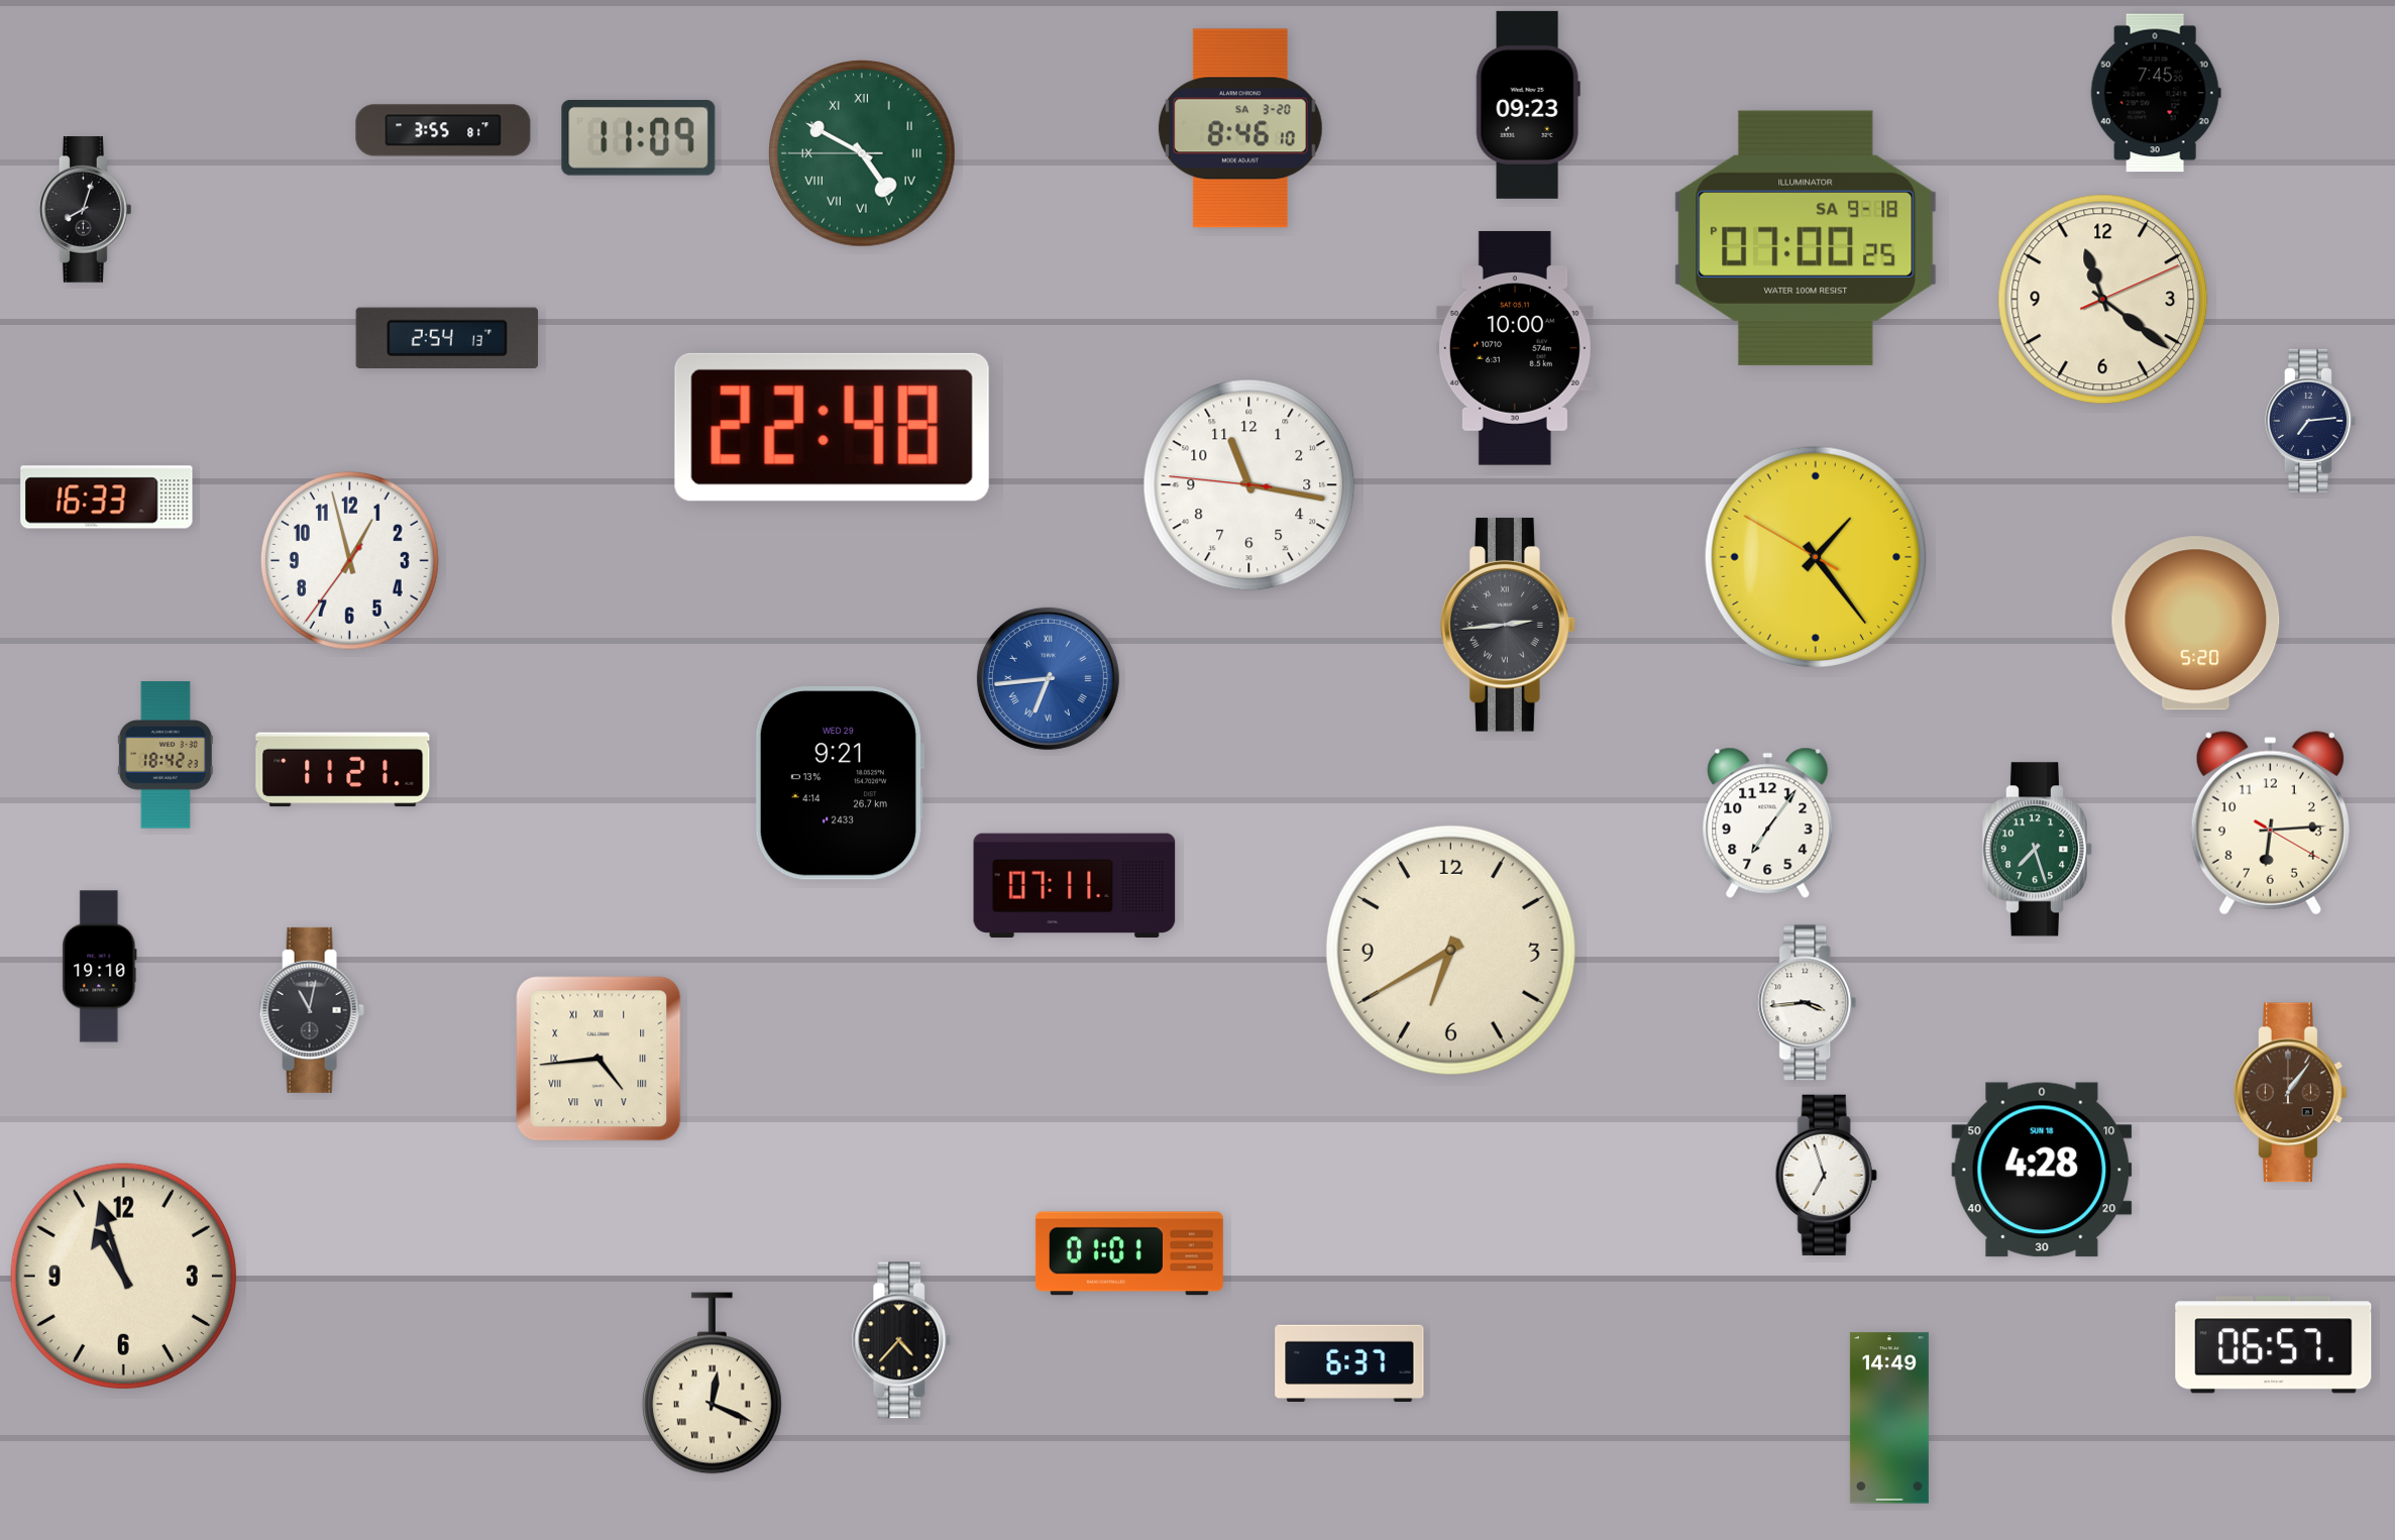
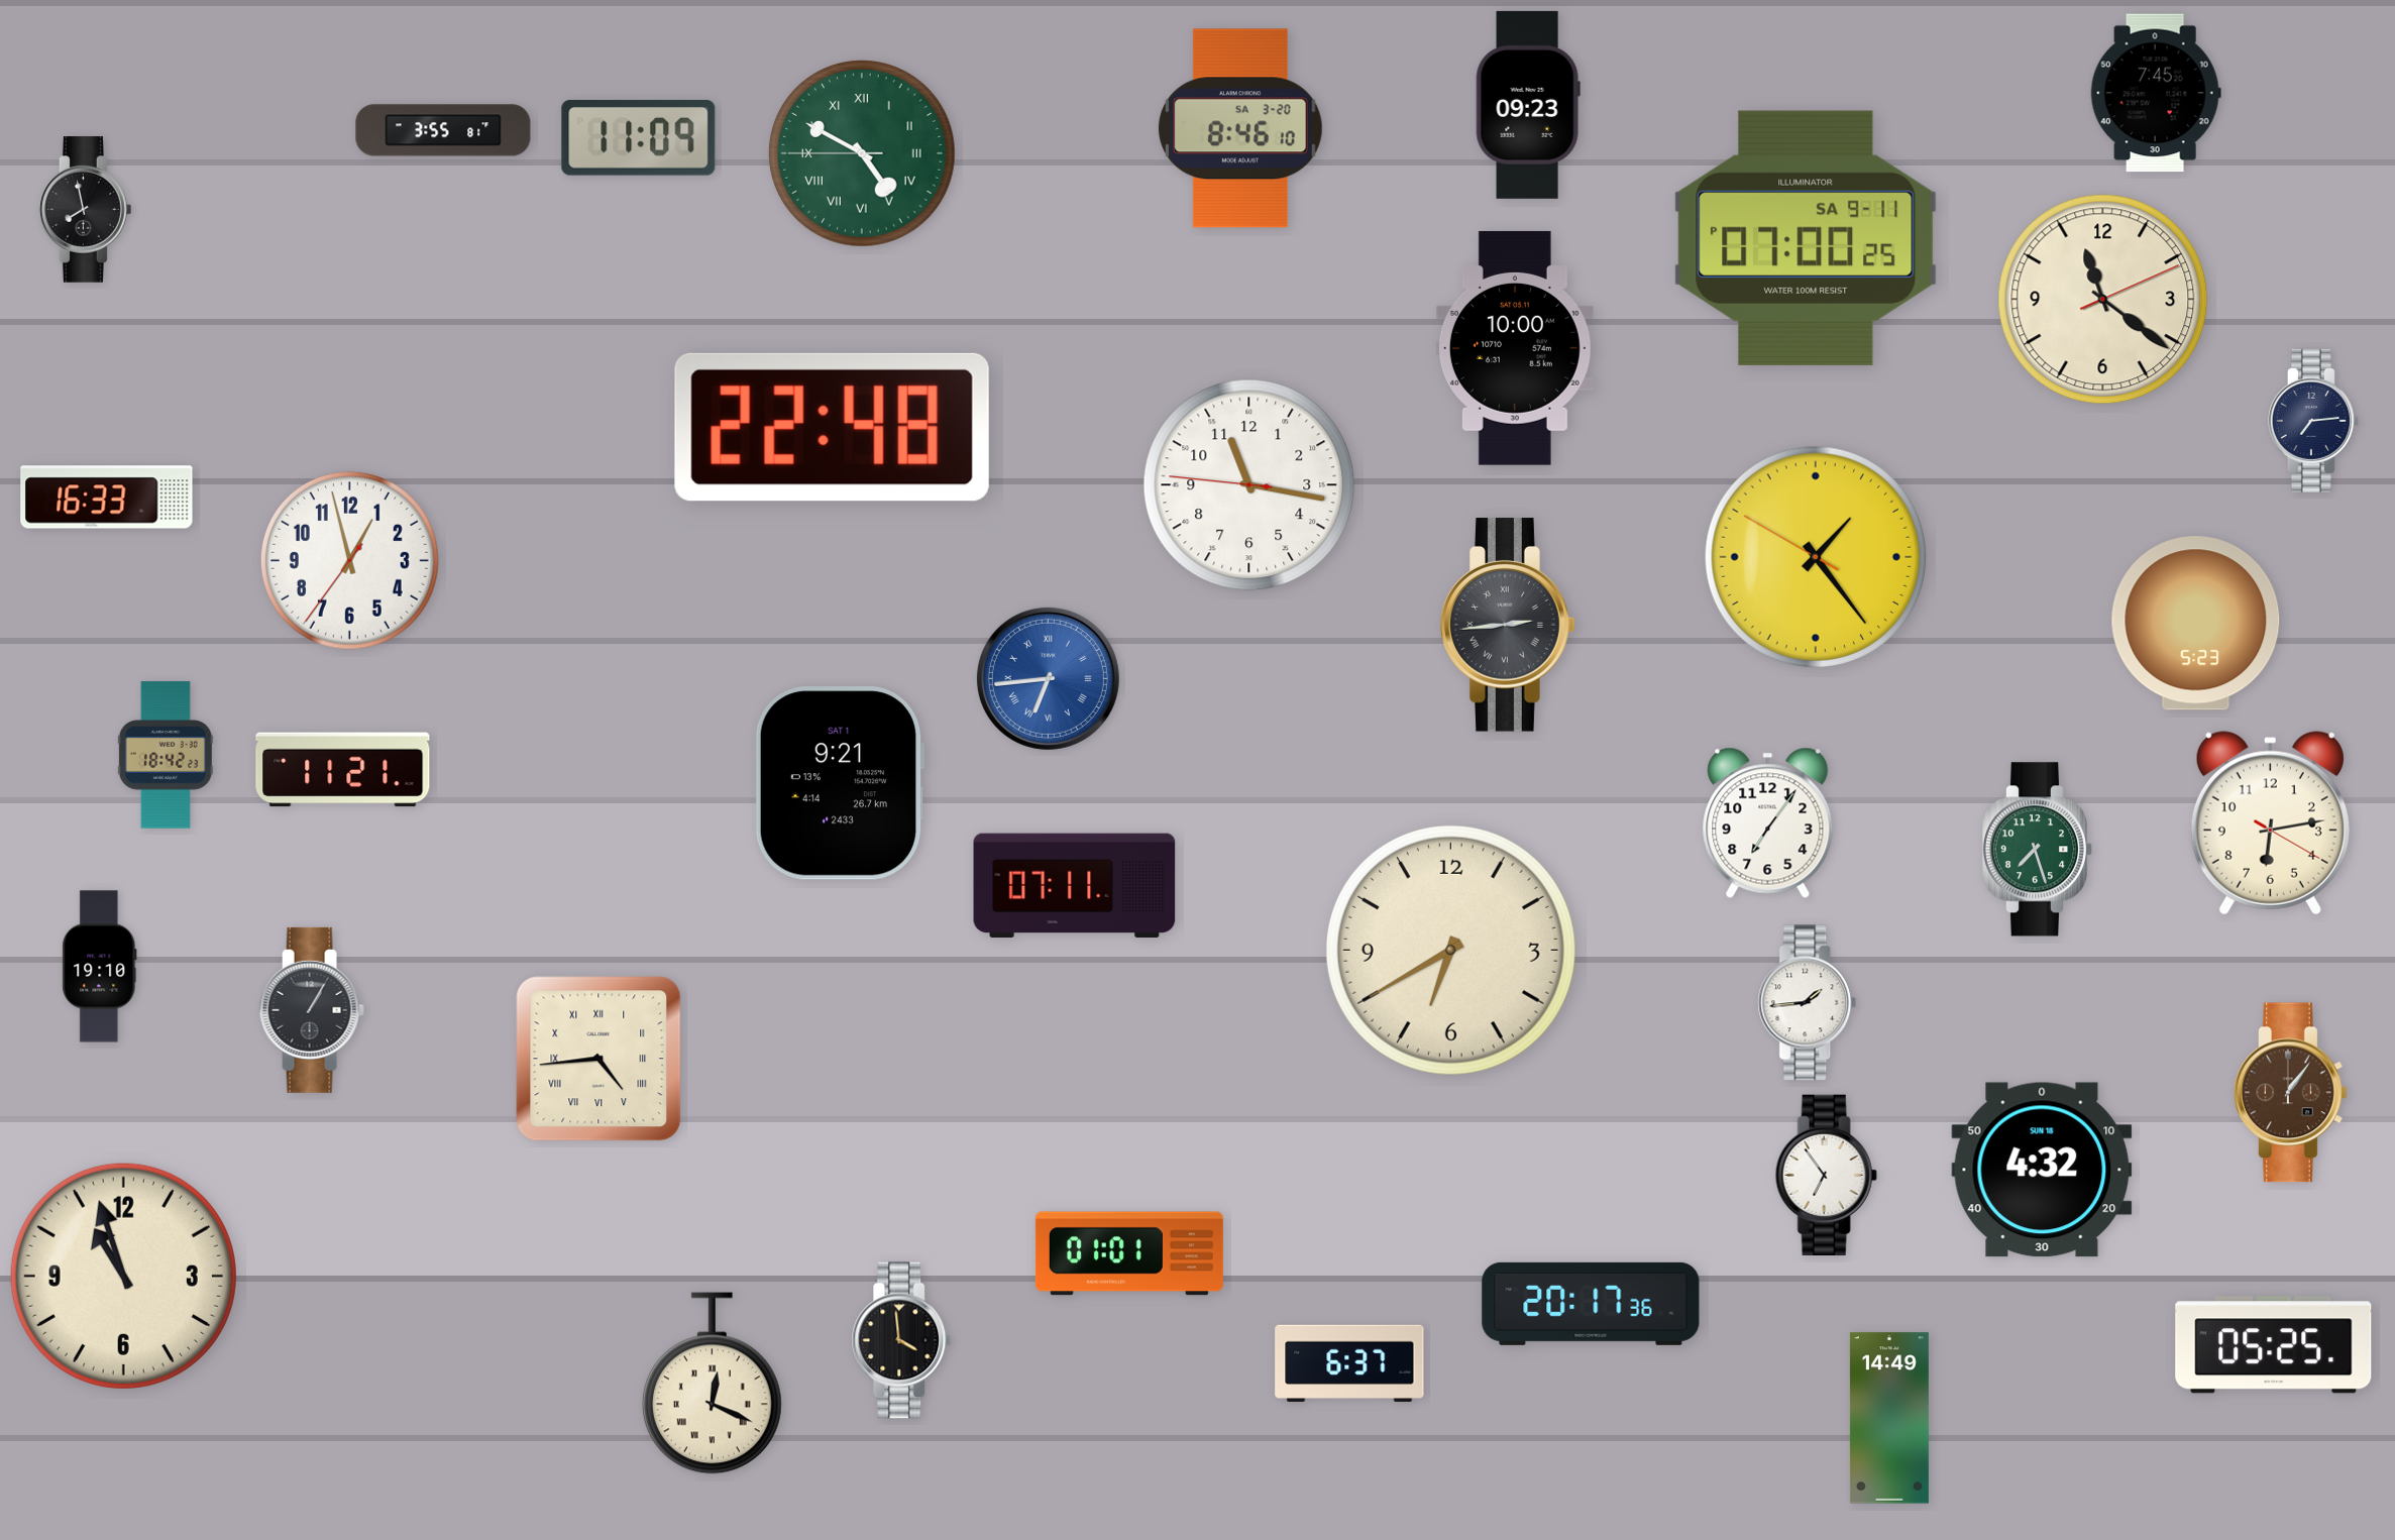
clock at (85, 210): 8:03 -> 7:58
clock at (1806, 238) date: SA 9-18 -> SA 9-11
clock at (446, 337): 2:54 -> none
clock at (2310, 421) position: (2310, 421) -> (2313, 421)
clock at (2196, 624): 5:20 -> 5:23
clock at (840, 783) date: WED 29 -> SAT 1
clock at (2270, 823): 6:14 -> 6:13
clock at (1808, 1003): 3:44 -> 1:44
clock at (312, 1010): 11:02 -> 1:05
clock at (2042, 1170): 4:28 -> 4:32
clock at (1826, 1175): 6:57 -> 6:54
clock at (1591, 1304): none -> 20:17
clock at (901, 1340): 4:37 -> 3:59
clock at (2274, 1345): 06:57 -> 05:25
